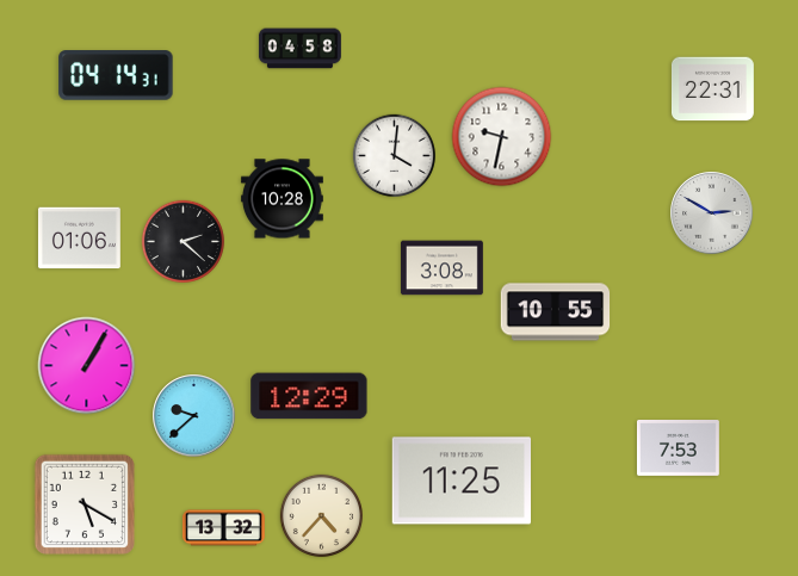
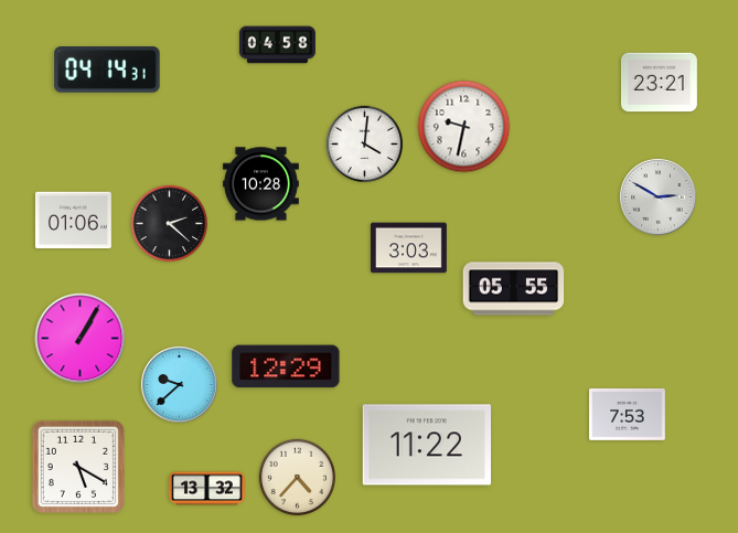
clock at (712, 89): 22:31 -> 23:21
clock at (441, 268): 3:08 -> 3:03
clock at (556, 312): 10:55 -> 05:55
clock at (460, 481): 11:25 -> 11:22
